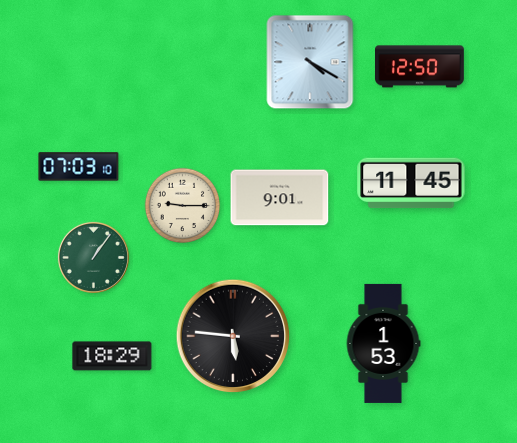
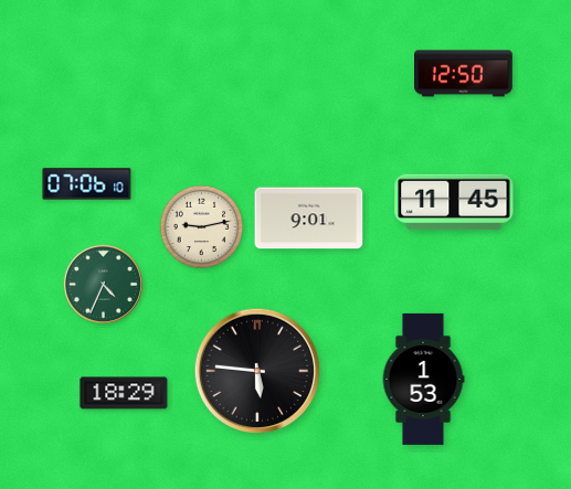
clock at (310, 62): 4:20 -> none
clock at (79, 167): 07:03 -> 07:06
clock at (183, 206): 9:15 -> 9:13
clock at (93, 257): 1:06 -> 4:34
